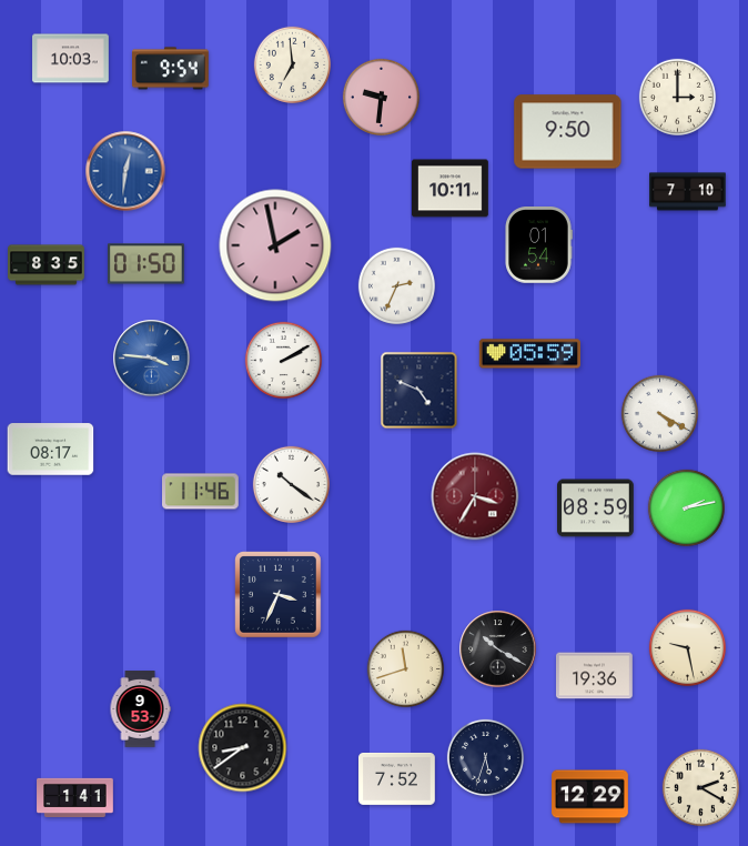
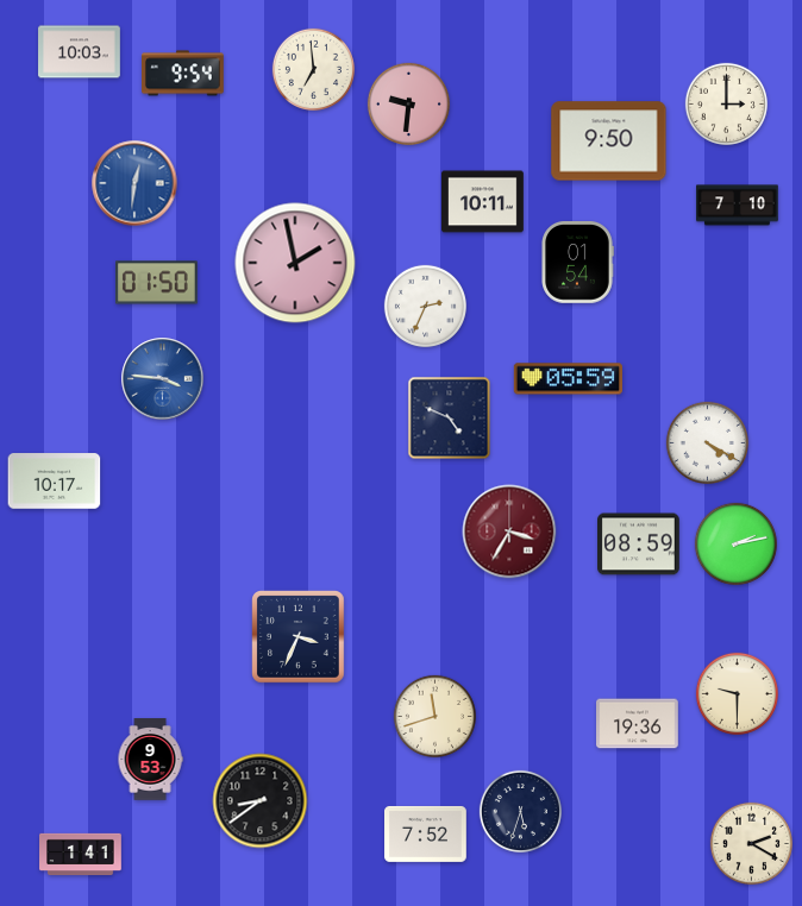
clock at (71, 59) position: (71, 59) -> (80, 52)
clock at (47, 265): 8:35 -> none
clock at (152, 359) position: (152, 359) -> (163, 379)
clock at (283, 360): 2:10 -> none
clock at (51, 450): 08:17 -> 10:17
clock at (291, 484): 10:21 -> none
clock at (201, 492): 11:46 -> none
clock at (687, 647): 9:28 -> 9:30
clock at (498, 649): 10:20 -> none
clock at (590, 797): 12:29 -> none
